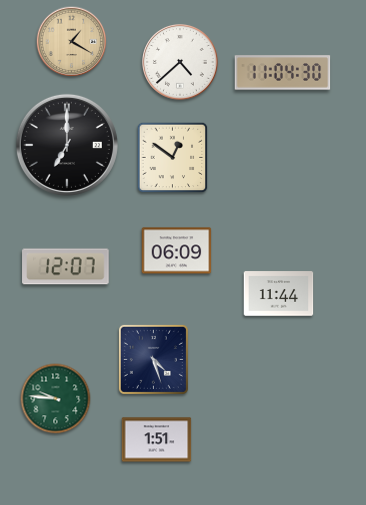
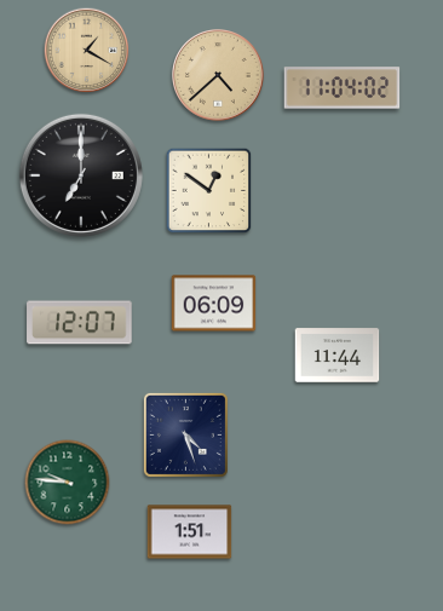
clock at (181, 63) dial: white -> champagne
clock at (283, 73): 11:04:30 -> 11:04:02
